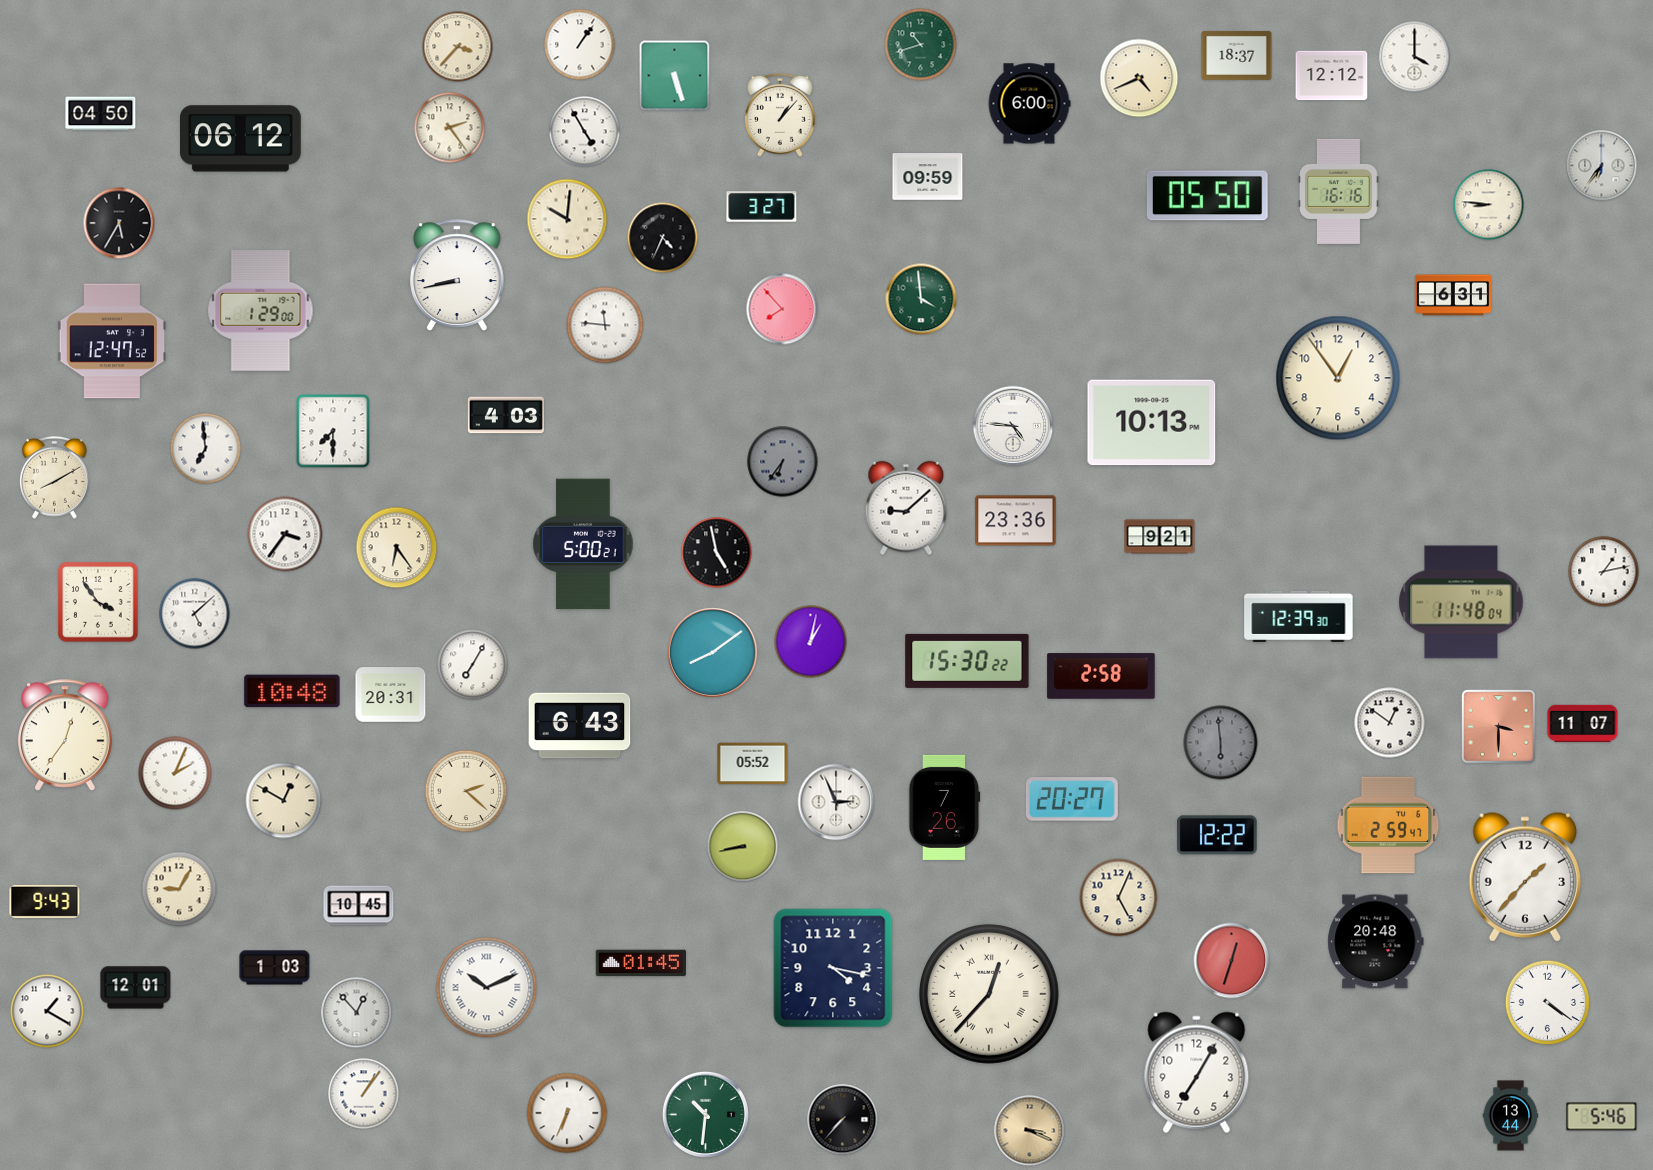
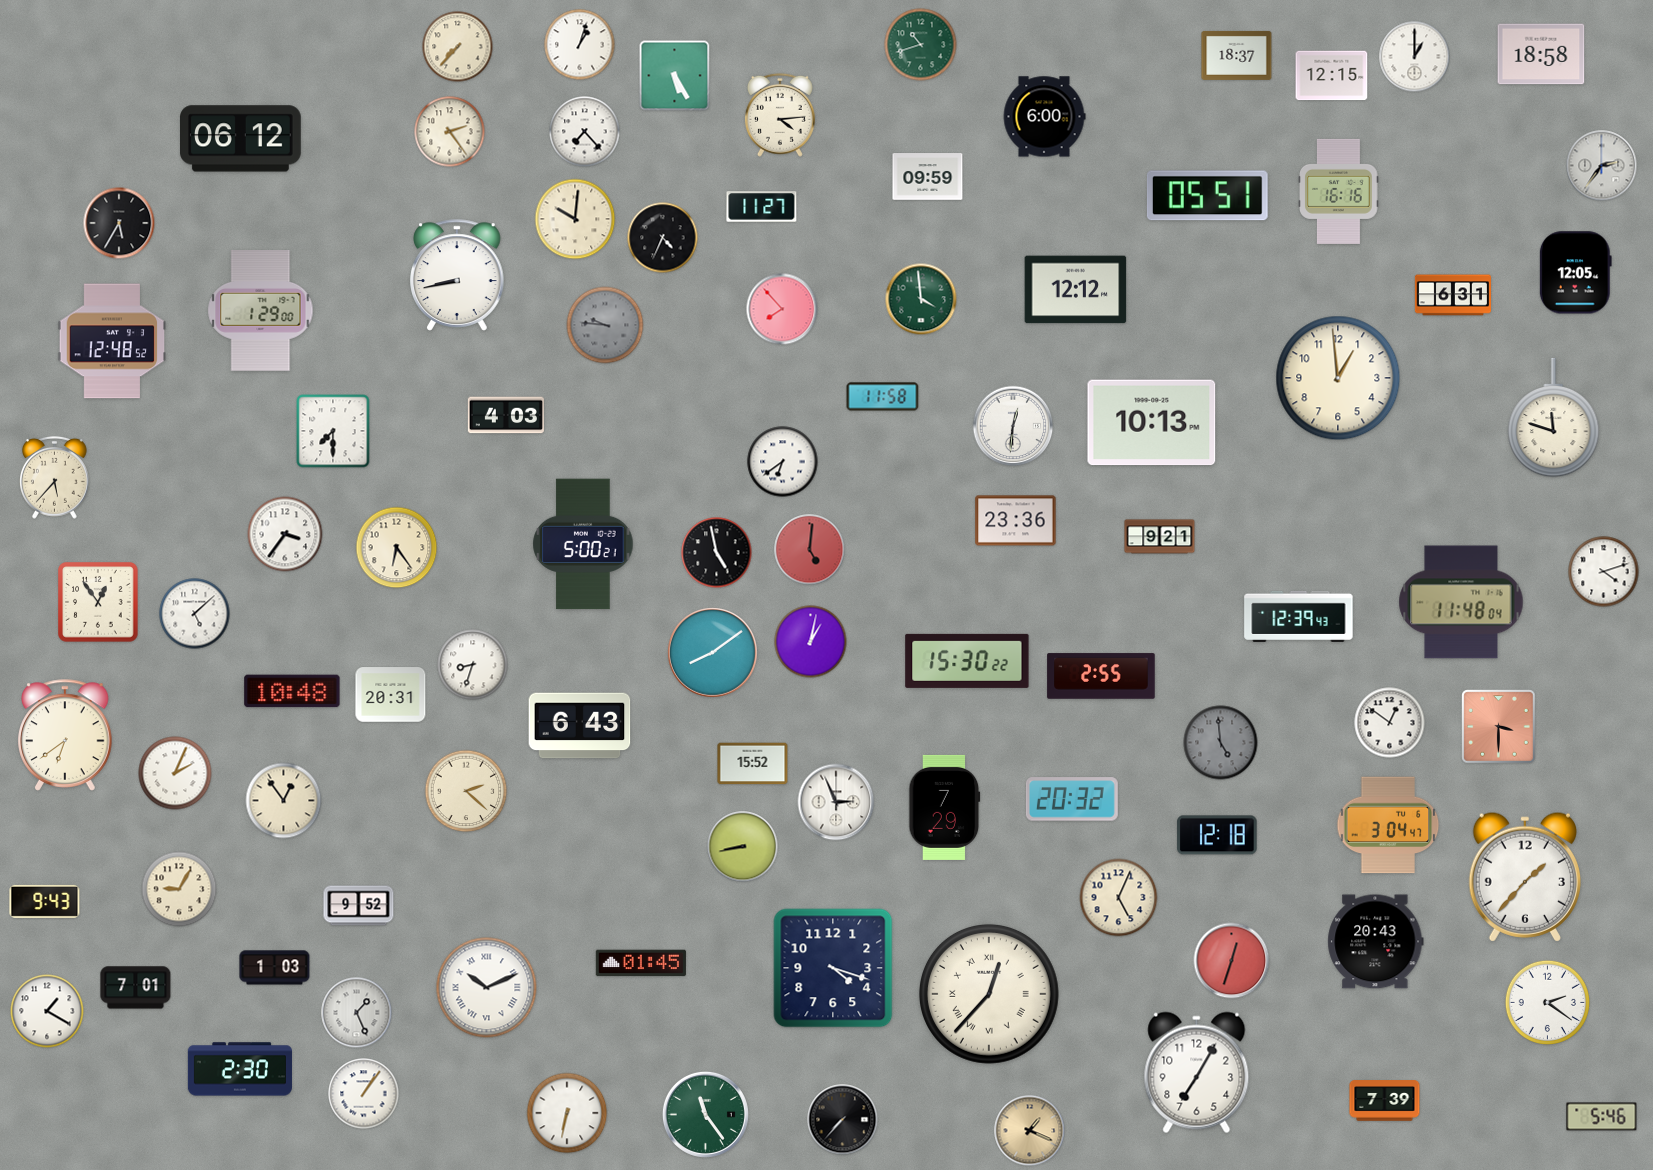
clock at (580, 45): 1:06 -> 1:03
clock at (458, 47): 3:37 -> 7:37
clock at (1541, 54): none -> 18:58
clock at (1415, 57): 4:00 -> 1:00
clock at (675, 76): 5:27 -> 5:25
clock at (1332, 76): 12:12 -> 12:15
clock at (1139, 78): 4:41 -> none
clock at (1029, 104) position: (1029, 104) -> (1044, 117)
clock at (101, 114): 04:50 -> none
clock at (780, 115): 1:07 -> 4:14
clock at (450, 128) position: (450, 128) -> (450, 132)
clock at (585, 132): 4:55 -> 7:23
clock at (1602, 166): 6:36 -> 2:36
clock at (1207, 196): 05:50 -> 05:51
clock at (1489, 205): 8:46 -> none
clock at (762, 207): 3:27 -> 11:27
clock at (567, 219) position: (567, 219) -> (575, 219)
clock at (1575, 273): none -> 12:05
clock at (1076, 290): none -> 12:12
clock at (605, 325): 11:46 -> 9:46
clock at (605, 325) dial: white -> grey
clock at (112, 341): 12:47 -> 12:48
clock at (1338, 378): 12:54 -> 12:59
clock at (883, 397): none -> 11:58
clock at (1554, 418): none -> 11:48
clock at (1013, 426): 4:46 -> 12:31
clock at (206, 449): 6:59 -> none
clock at (783, 462): 6:36 -> 6:39
clock at (783, 462) dial: grey -> white
clock at (55, 477): 8:10 -> 5:37
clock at (906, 508): 9:08 -> none
clock at (810, 550): none -> 5:01
clock at (1604, 572): 1:13 -> 4:12
clock at (98, 602): 3:54 -> 12:54
clock at (1299, 616): 12:39:30 -> 12:39:43
clock at (473, 665): 7:05 -> 8:33
clock at (1101, 676): 2:58 -> 2:55
clock at (1583, 724): 11:07 -> none
clock at (65, 735): 12:36 -> 6:39
clock at (1221, 743): 5:59 -> 4:59
clock at (753, 764): 05:52 -> 15:52
clock at (1072, 799): 20:27 -> 20:32
clock at (284, 801): 12:50 -> 12:54
clock at (945, 807): 7:26 -> 7:29
clock at (1388, 825): 2:59 -> 3:04
clock at (1217, 835): 12:22 -> 12:18
clock at (359, 906): 10:45 -> 9:52
clock at (1376, 942): 20:48 -> 20:43
clock at (833, 968): 4:17 -> 4:18
clock at (136, 988): 12:01 -> 7:01
clock at (1548, 1003): 4:21 -> 2:21
clock at (357, 1013): 12:53 -> 1:26
clock at (240, 1069): none -> 2:30
clock at (1385, 1101): none -> 7:39
clock at (567, 1113): 6:34 -> 6:32
clock at (705, 1114): 10:31 -> 11:24
clock at (1511, 1116): 13:44 -> none
clock at (1030, 1131): 3:19 -> 1:19
